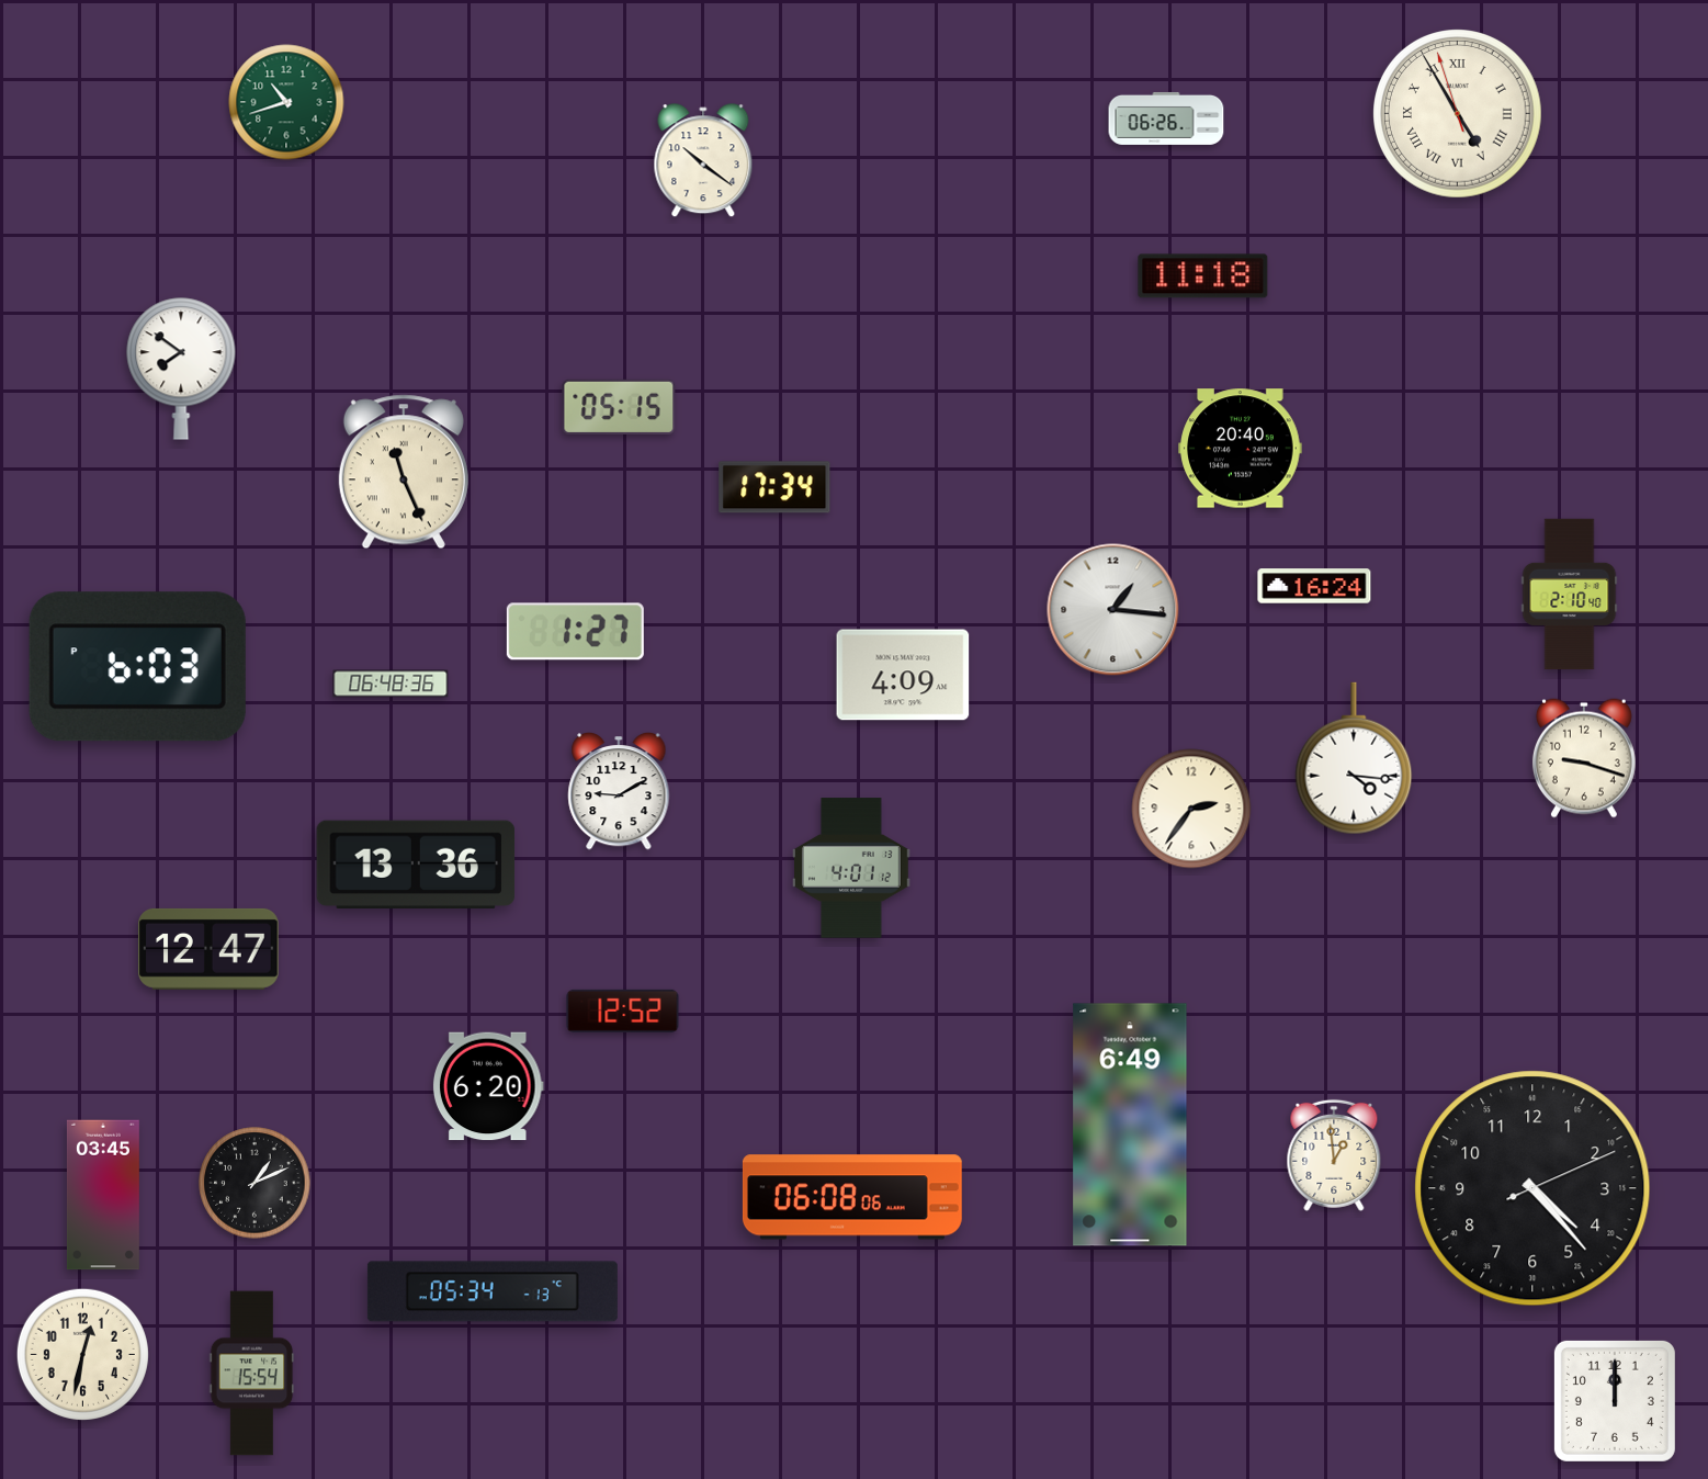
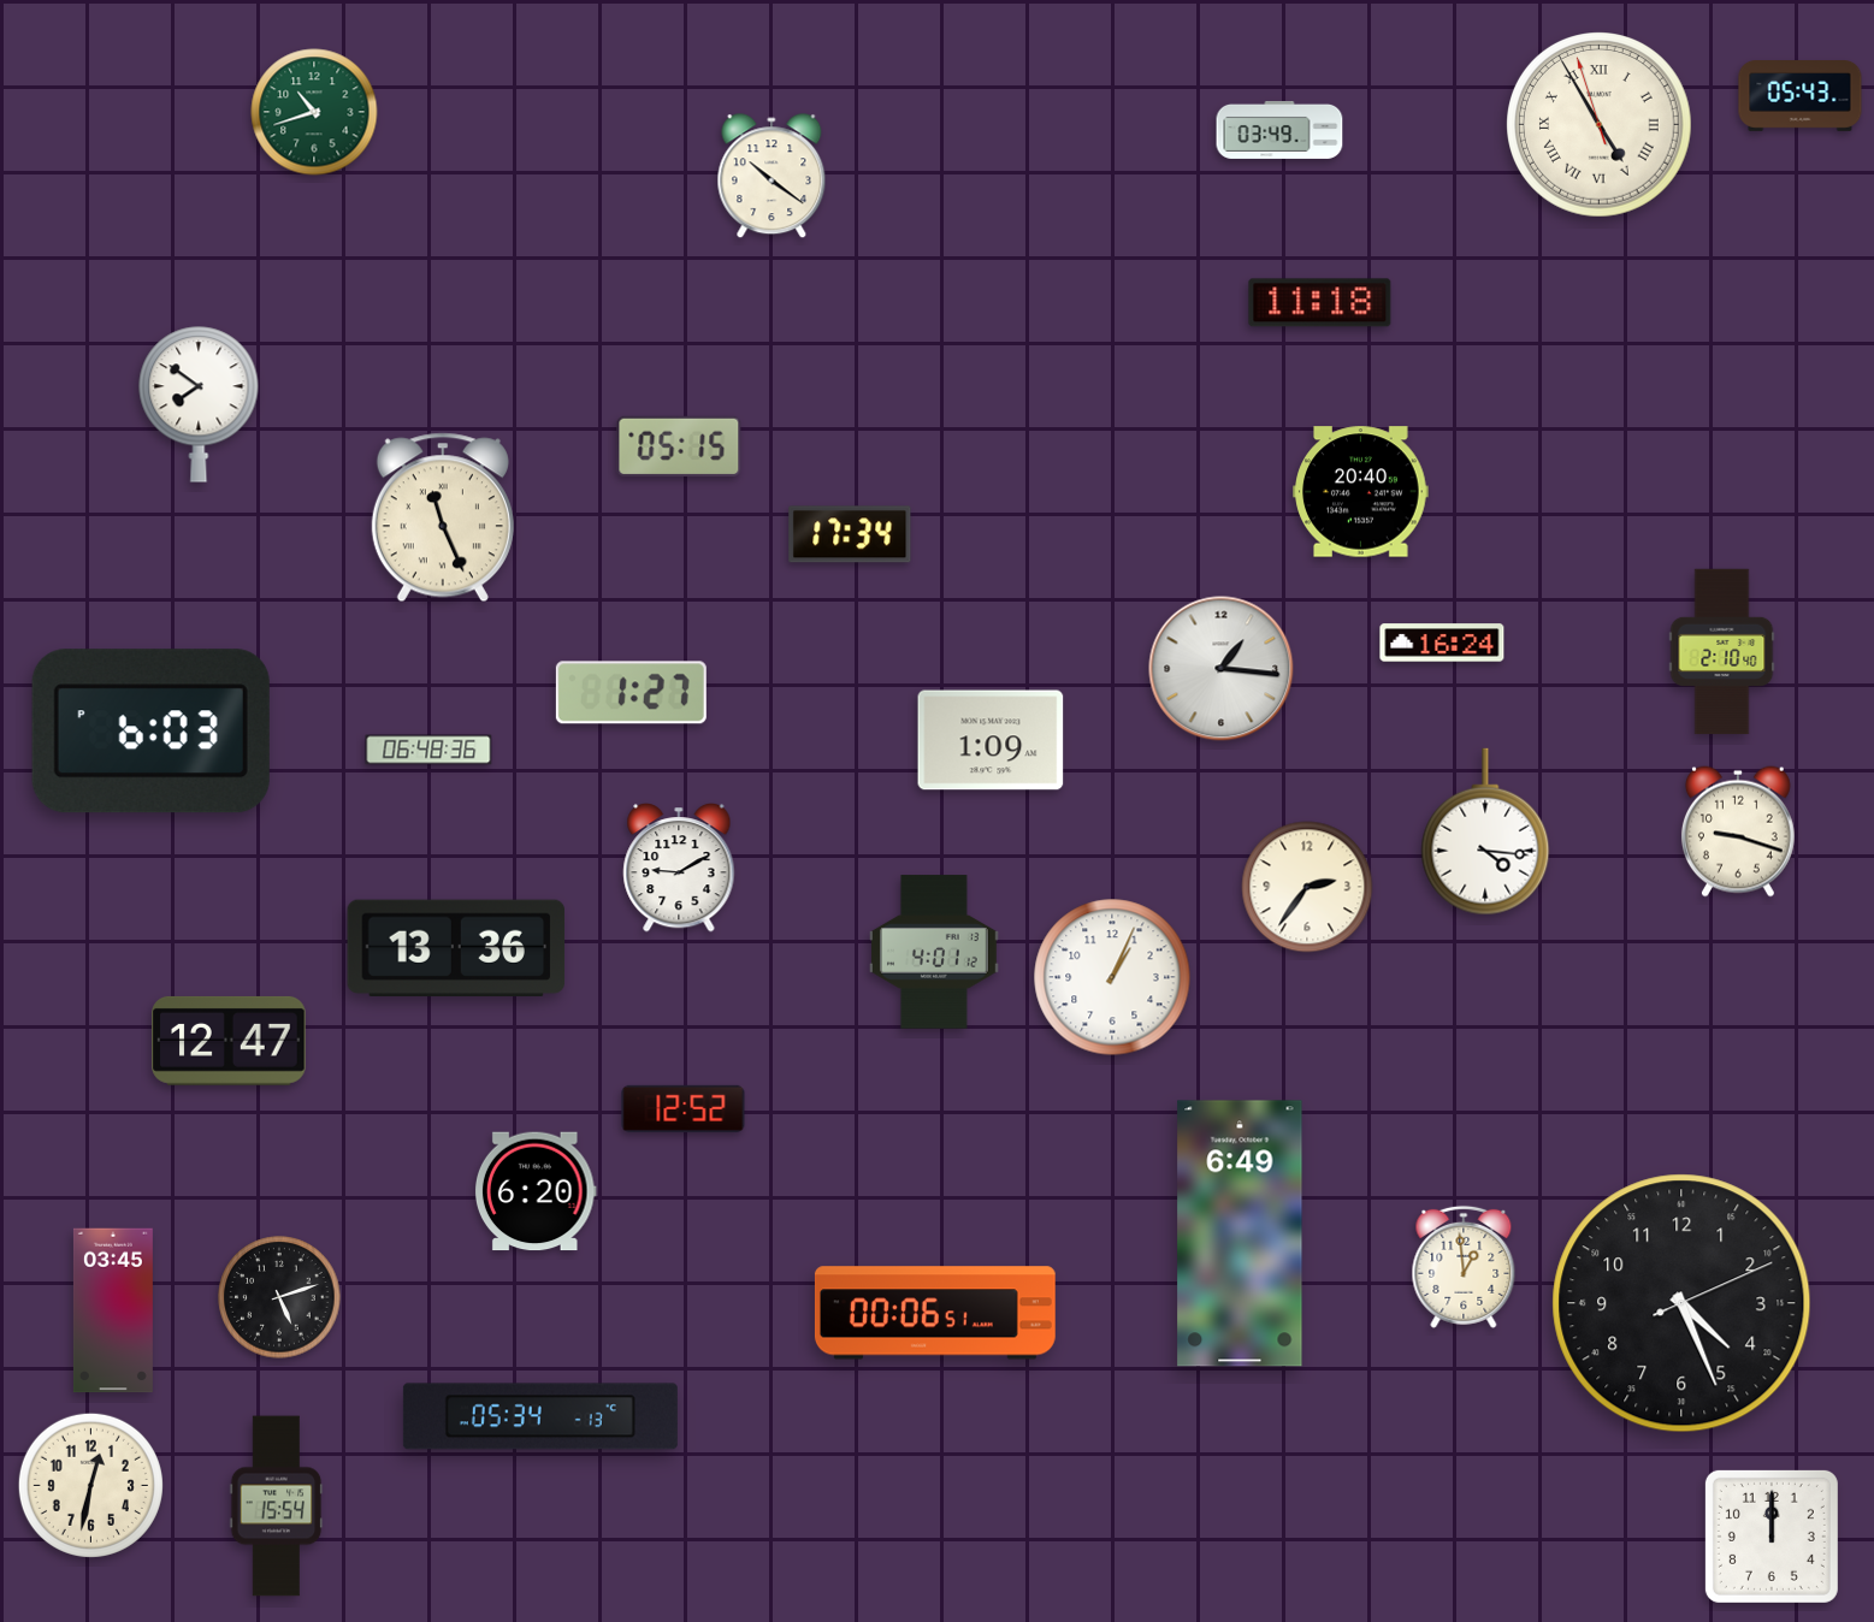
clock at (1801, 96): none -> 05:43
clock at (1166, 118): 06:26 -> 03:49
clock at (903, 675): 4:09 -> 1:09
clock at (1112, 977): none -> 1:04
clock at (254, 1183): 1:11 -> 5:12
clock at (1532, 1188): 4:23 -> 4:26
clock at (852, 1197): 06:08 -> 00:06
